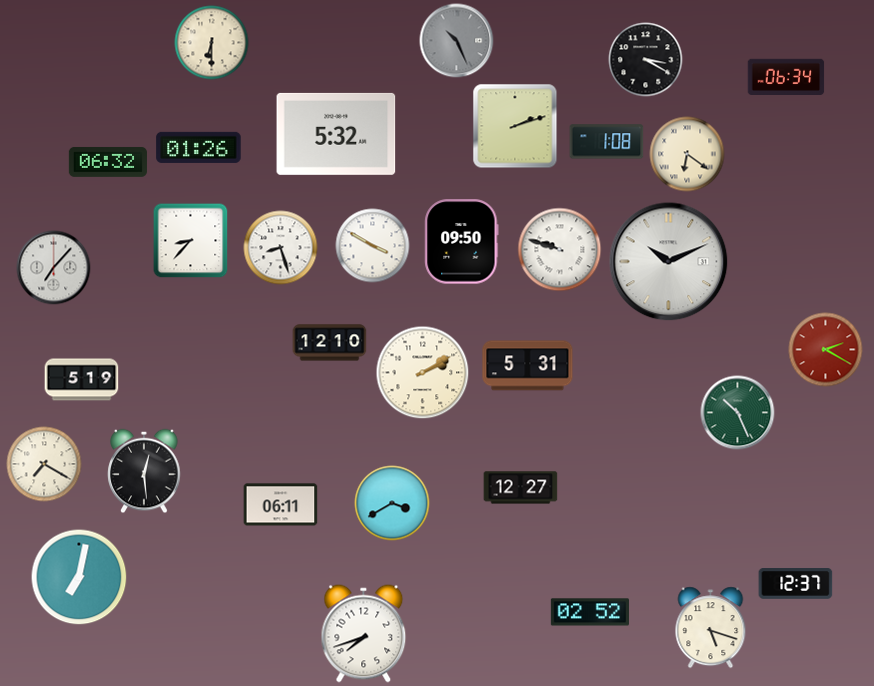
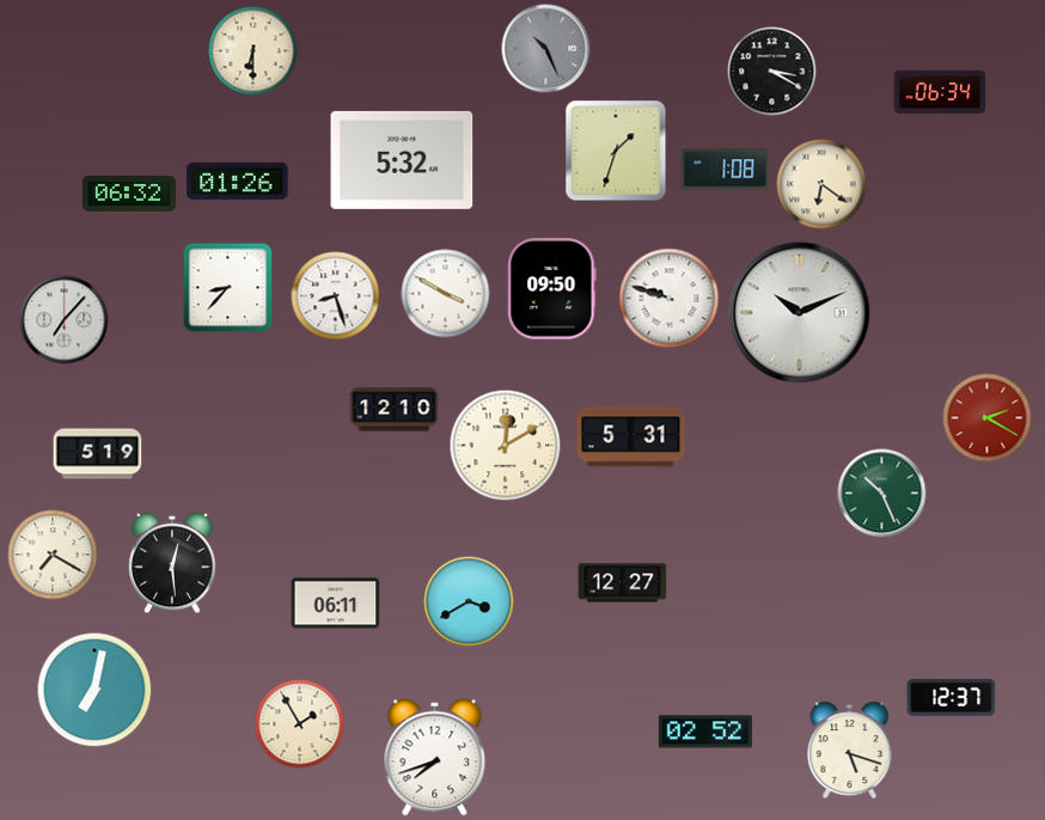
clock at (515, 126): 2:12 -> 1:33
clock at (199, 147) position: (199, 147) -> (238, 180)
clock at (423, 373): 2:10 -> 12:10
clock at (300, 724): none -> 1:55
